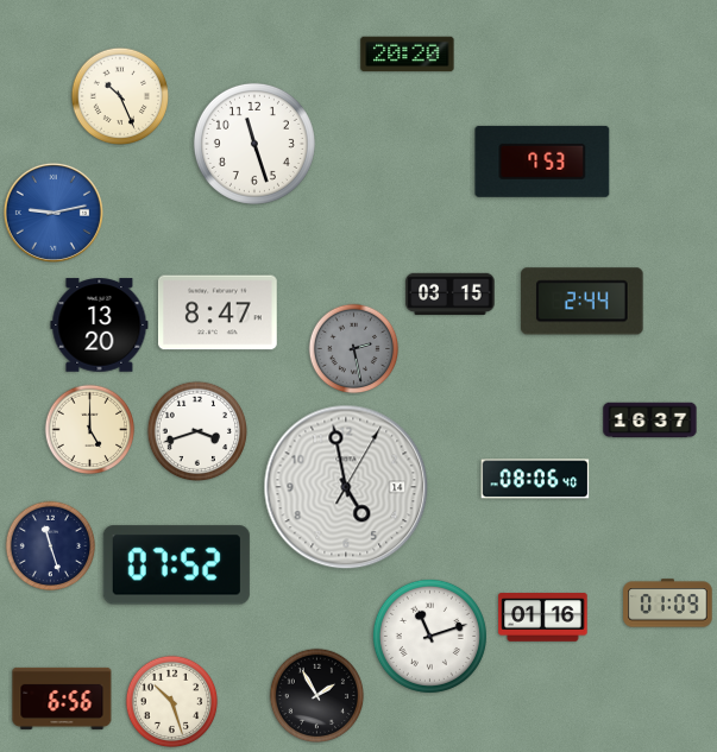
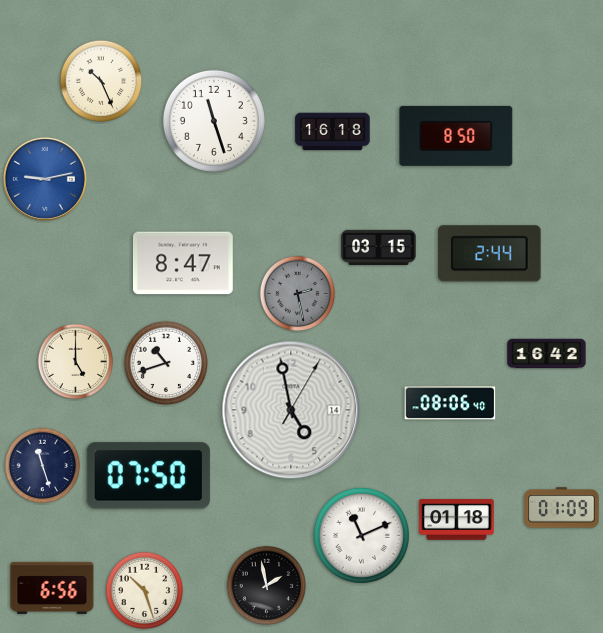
clock at (408, 55): 20:20 -> none
clock at (333, 132): none -> 16:18
clock at (542, 162): 7:53 -> 8:50
clock at (100, 326): 13:20 -> none
clock at (650, 421): 16:37 -> 16:42
clock at (196, 430): 3:42 -> 10:42
clock at (51, 546) position: (51, 546) -> (43, 466)
clock at (176, 565): 07:52 -> 07:50
clock at (543, 618): 01:16 -> 01:18
clock at (429, 636): 11:12 -> 11:11
clock at (317, 696): 1:55 -> 1:58
